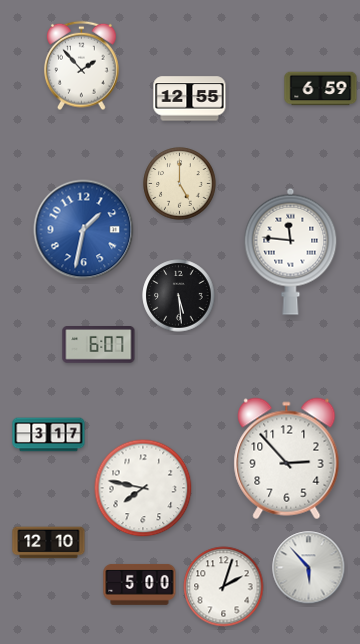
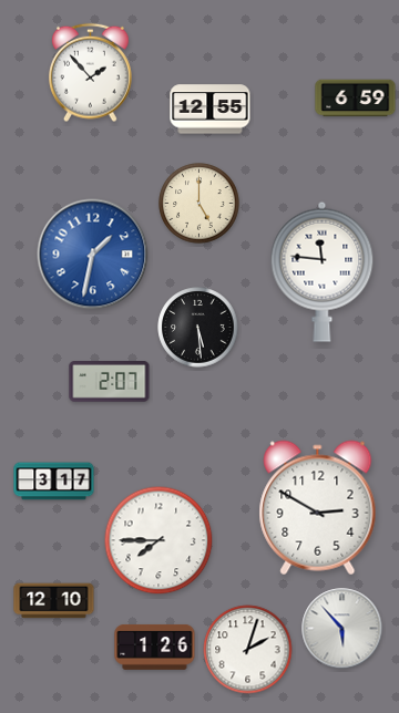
clock at (291, 251) position: (291, 251) -> (323, 271)
clock at (99, 345): 6:07 -> 2:07
clock at (287, 459): 2:53 -> 2:50
clock at (143, 488): 7:47 -> 7:45
clock at (140, 584): 5:00 -> 1:26
